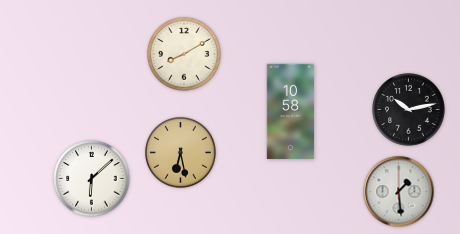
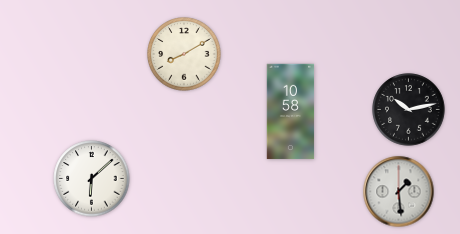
clock at (180, 152): 6:28 -> none
